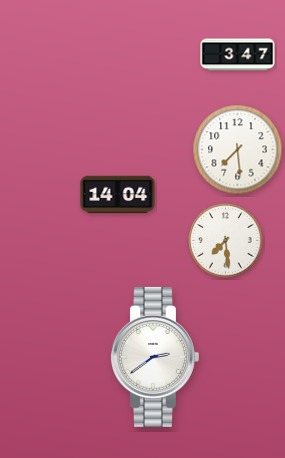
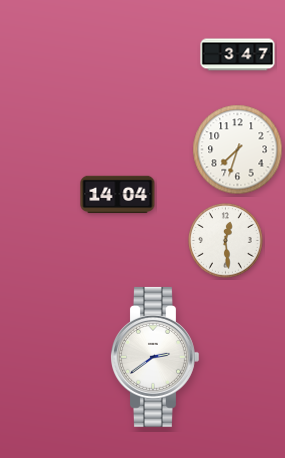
clock at (238, 150): 7:29 -> 7:33
clock at (226, 241): 7:29 -> 12:29
